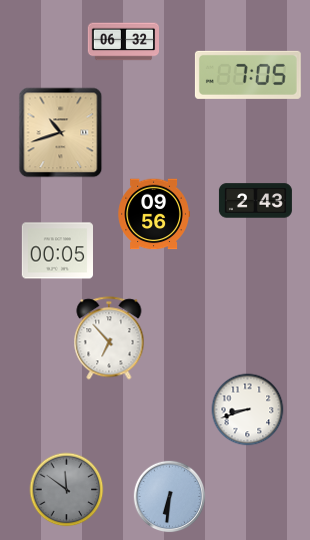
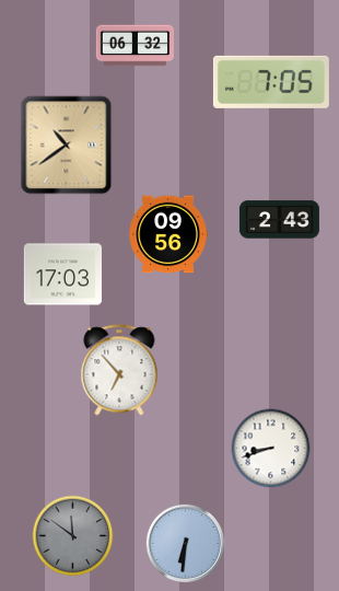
clock at (61, 133): 10:42 -> 10:39
clock at (57, 251): 00:05 -> 17:03
